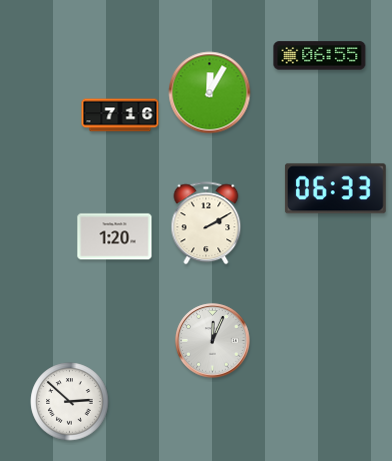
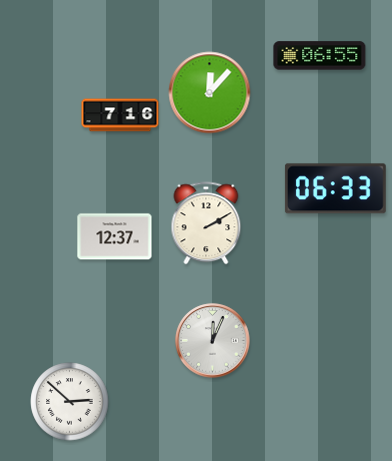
clock at (210, 93): 12:05 -> 12:07
clock at (115, 237): 1:20 -> 12:37
